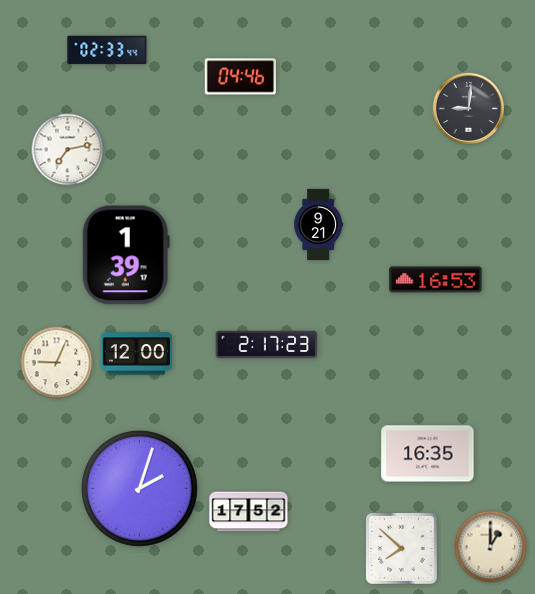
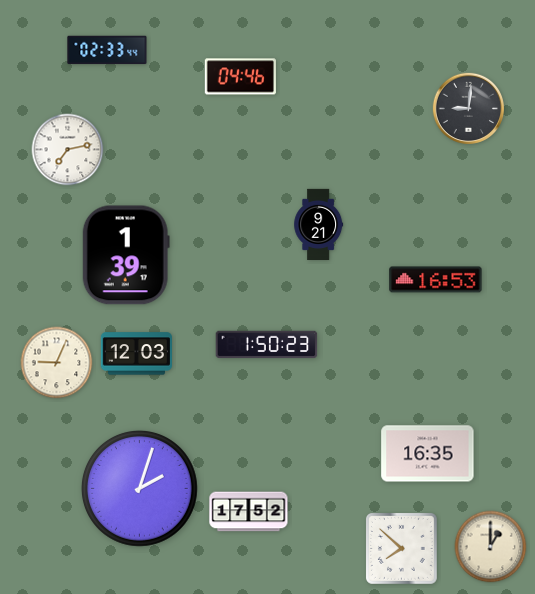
clock at (267, 345): 2:17 -> 1:50
clock at (136, 354): 12:00 -> 12:03
